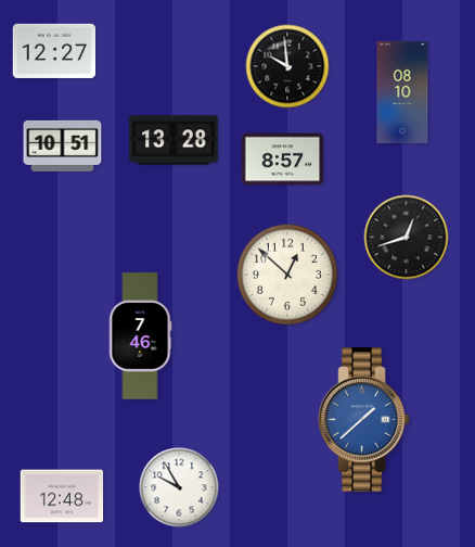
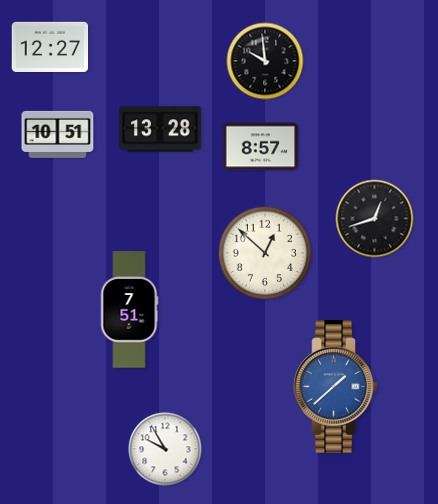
clock at (402, 92): 08:10 -> none
clock at (140, 336): 7:46 -> 7:51
clock at (62, 496): 12:48 -> none
